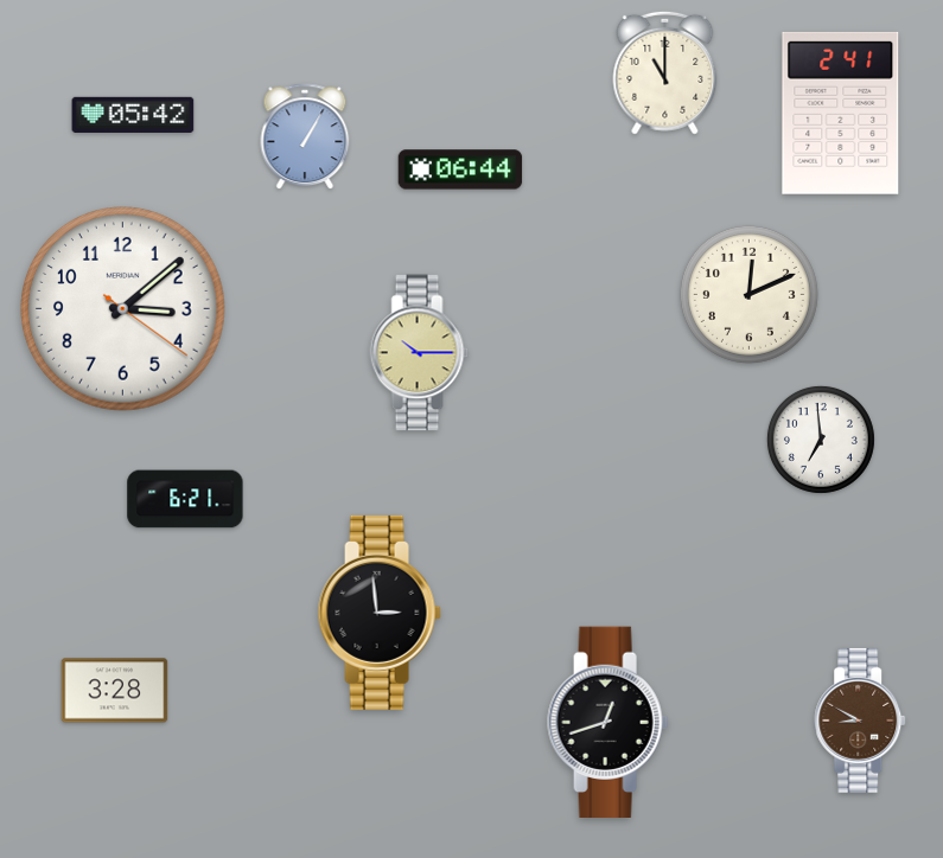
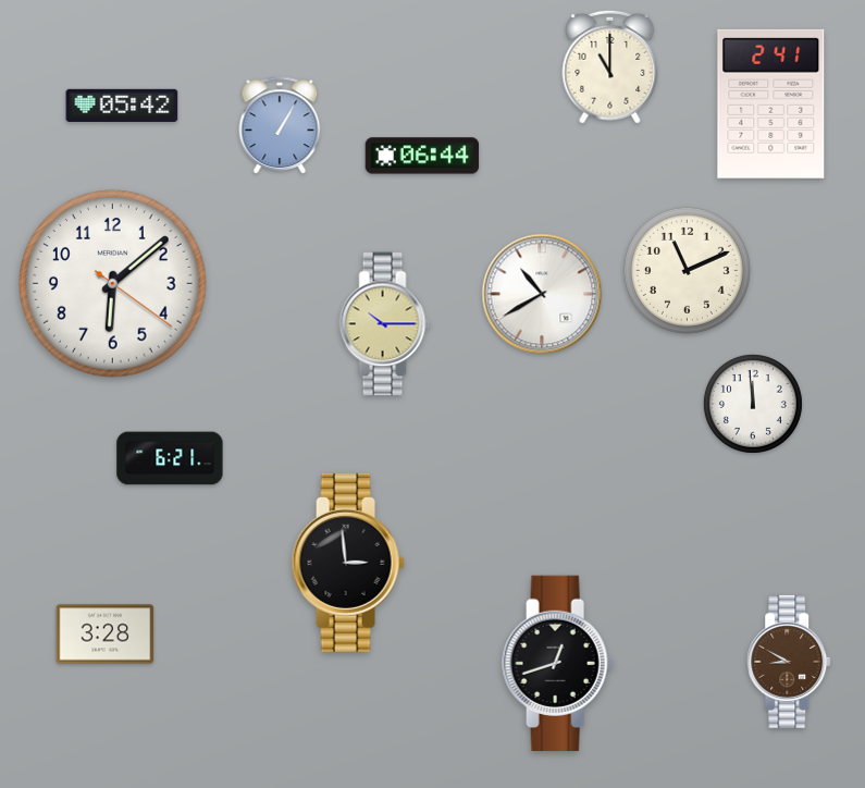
clock at (748, 294): 12:11 -> 11:11
clock at (123, 309): 3:08 -> 6:08
clock at (542, 294): none -> 10:40
clock at (821, 440): 6:59 -> 11:59
